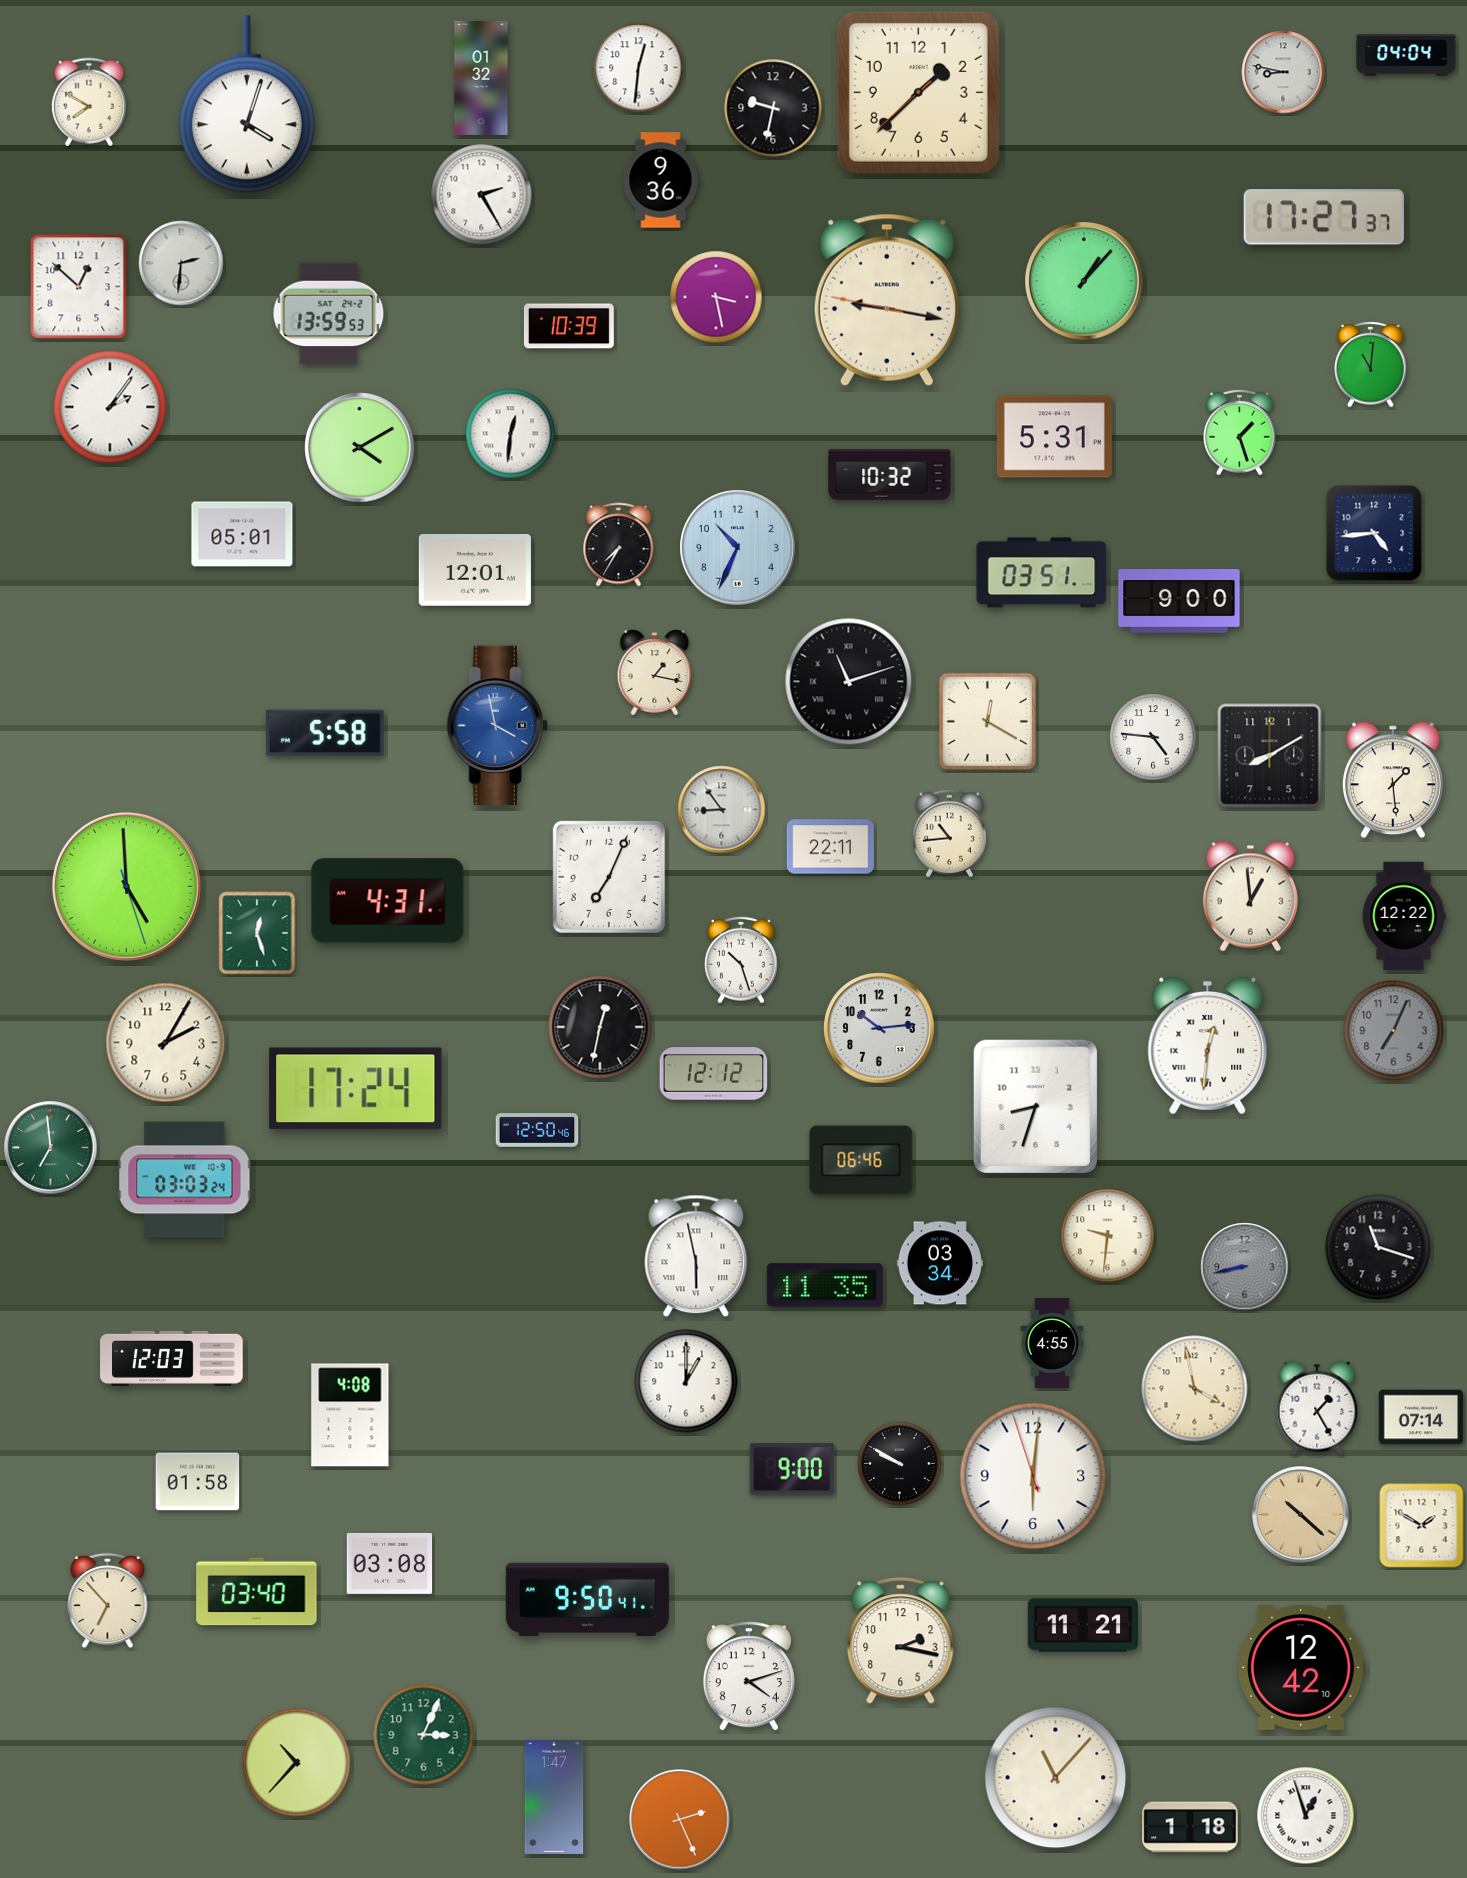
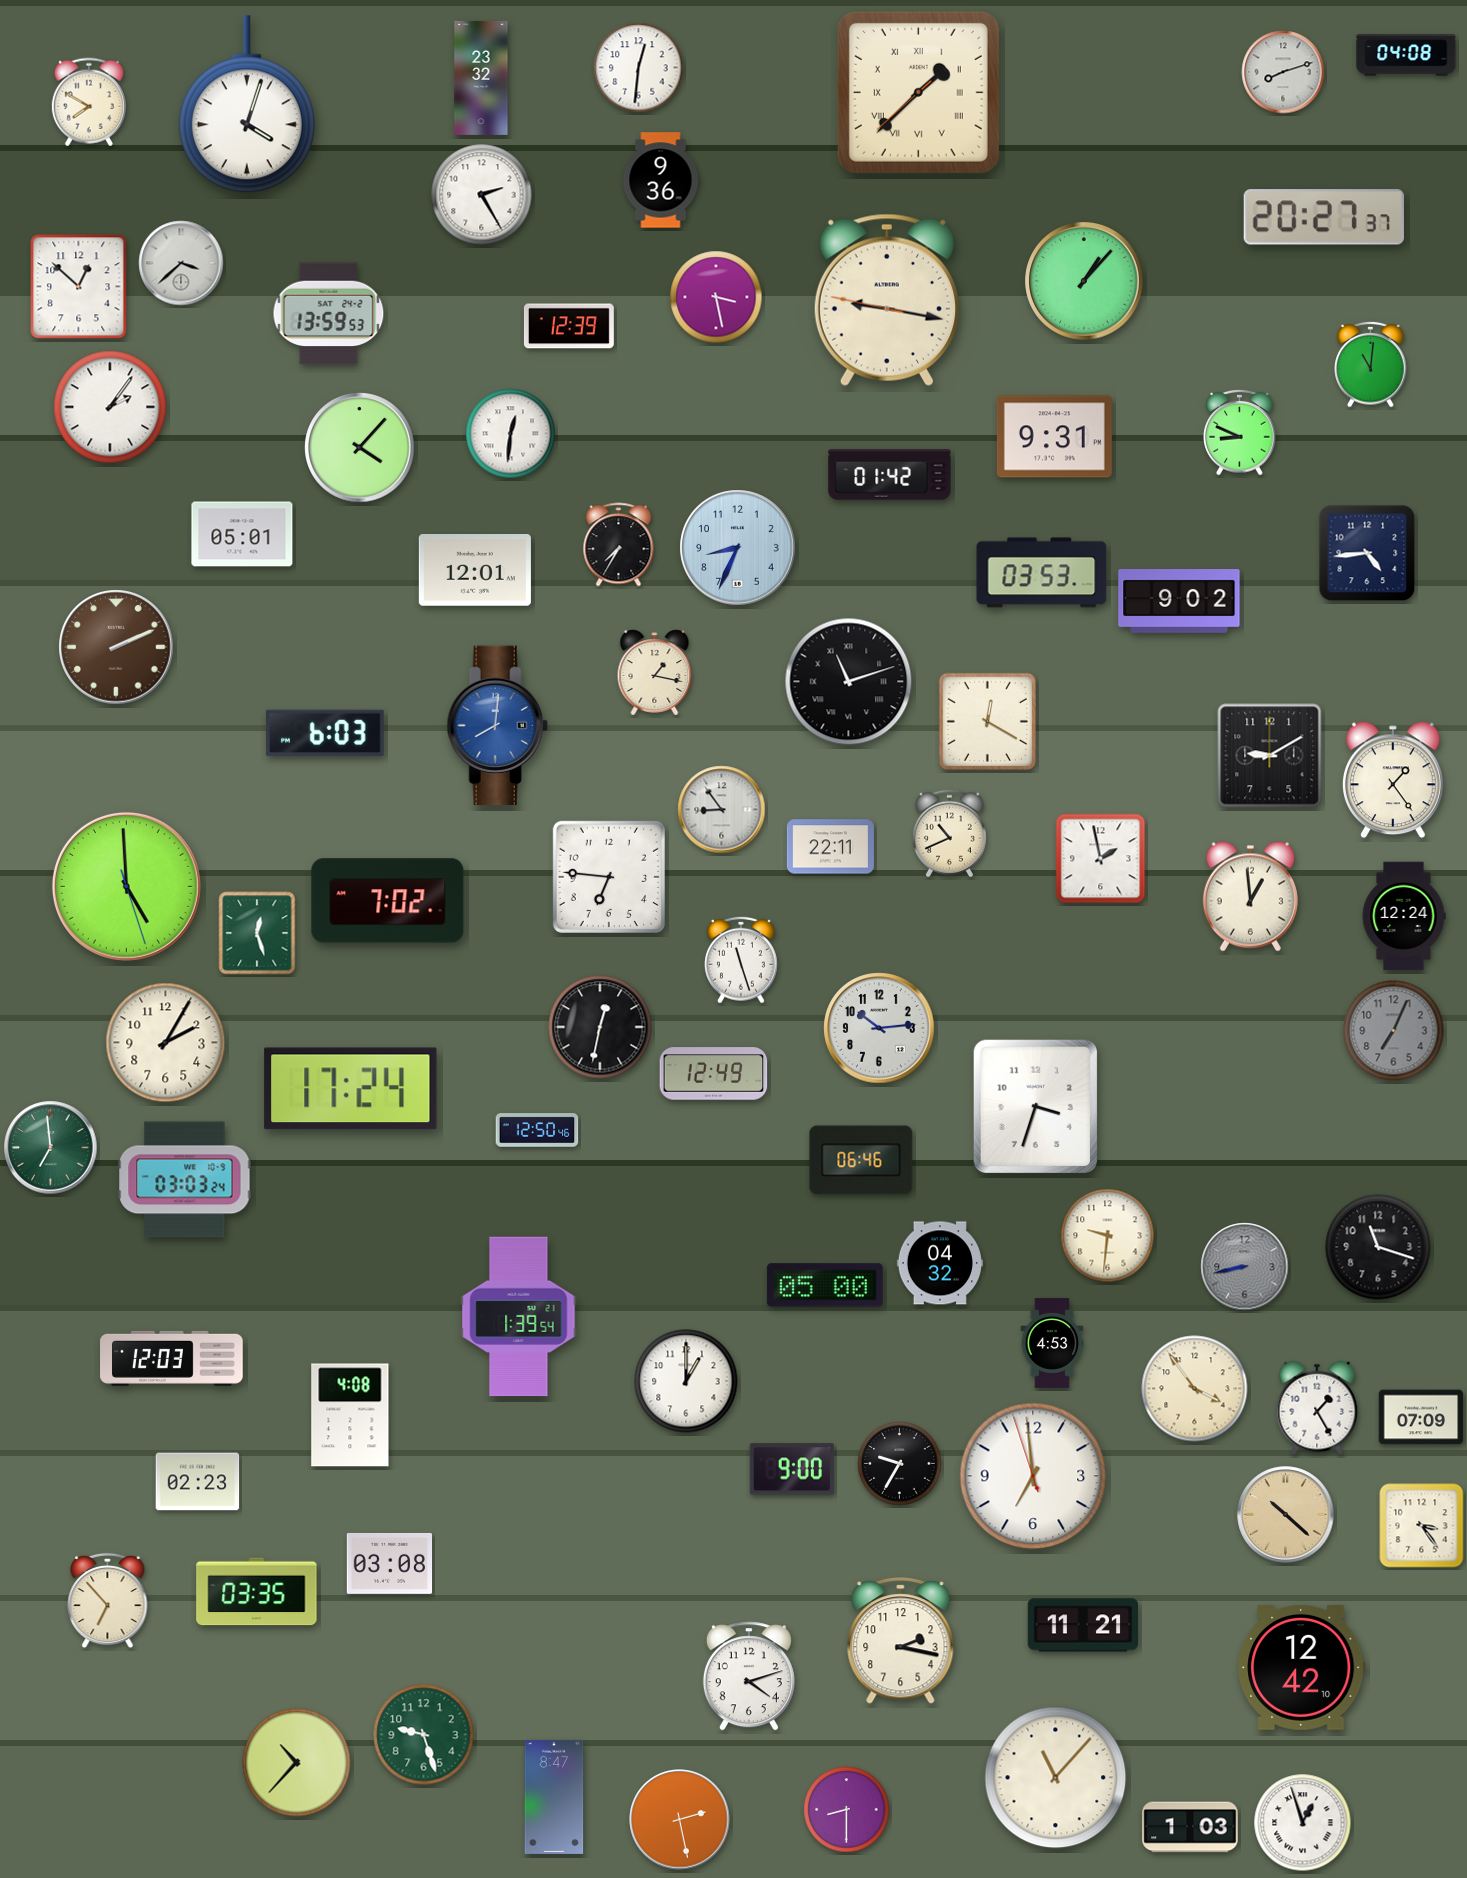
clock at (1406, 55): 04:04 -> 04:08
clock at (1283, 72): 8:47 -> 8:12
clock at (481, 78): 01:32 -> 23:32
clock at (918, 92) numerals: Arabic -> Roman
clock at (773, 108): 9:32 -> none
clock at (1324, 217): 17:27 -> 20:27
clock at (181, 263): 2:31 -> 3:38
clock at (569, 326): 10:39 -> 12:39
clock at (1240, 432): 1:27 -> 8:49
clock at (1054, 437): 5:31 -> 9:31
clock at (360, 448): 4:10 -> 4:07
clock at (890, 475): 10:32 -> 01:42
clock at (1374, 533) position: (1374, 533) -> (1367, 553)
clock at (738, 548): 10:34 -> 8:34
clock at (1042, 573): 03:51 -> 03:53
clock at (1179, 602): 9:00 -> 9:02
clock at (116, 647): none -> 2:11
clock at (497, 726): 3:58 -> 8:01
clock at (326, 732): 5:58 -> 6:03
clock at (1153, 737): 4:46 -> none
clock at (1270, 756): 8:10 -> 9:10
clock at (1393, 780): 1:29 -> 1:24
clock at (949, 834): 10:44 -> 10:41
clock at (1101, 859): none -> 1:58
clock at (609, 877): 7:04 -> 6:46
clock at (388, 901): 4:31 -> 7:02
clock at (1404, 916): 12:22 -> 12:24
clock at (741, 960): 10:27 -> 11:27
clock at (1208, 1046): 12:31 -> none
clock at (714, 1074): 12:12 -> 12:49
clock at (356, 1089) position: (356, 1089) -> (351, 1089)
clock at (1035, 1106): 8:33 -> 3:33
clock at (696, 1256): 5:58 -> none
clock at (940, 1263): 03:34 -> 04:32
clock at (825, 1285): 11:35 -> 05:00
clock at (519, 1317): none -> 1:39
clock at (1052, 1344): 4:55 -> 4:53
clock at (1195, 1389): 3:58 -> 3:54
clock at (1421, 1417): 07:14 -> 07:09
clock at (900, 1464): 9:50 -> 9:35
clock at (1033, 1476): 6:00 -> 6:58
clock at (198, 1482): 01:58 -> 02:23
clock at (1301, 1515) position: (1301, 1515) -> (1286, 1515)
clock at (1422, 1526): 1:50 -> 3:24
clock at (257, 1592): 03:40 -> 03:35
clock at (587, 1599): 9:50 -> none
clock at (424, 1735): 3:04 -> 9:27
clock at (554, 1797): 1:47 -> 8:47
clock at (847, 1810): none -> 8:30
clock at (1306, 1816) position: (1306, 1816) -> (1303, 1823)
clock at (680, 1820): 2:26 -> 2:28
clock at (1190, 1827): 1:18 -> 1:03
